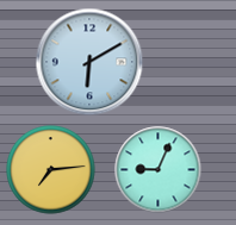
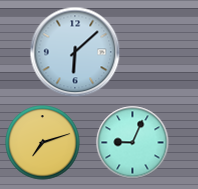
clock at (89, 62): 6:10 -> 6:08
clock at (51, 170): 7:14 -> 7:12
